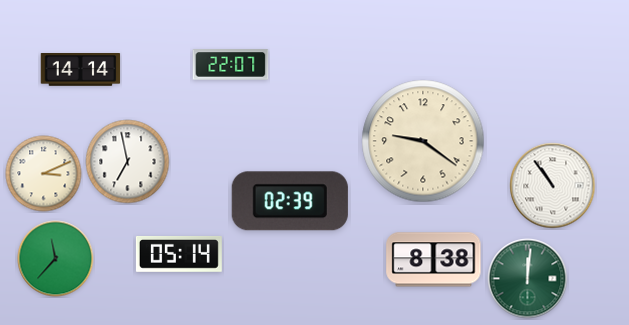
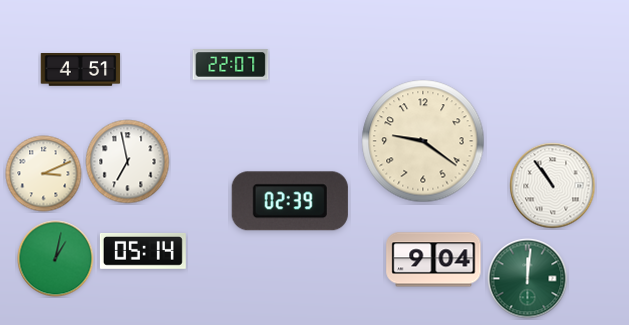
clock at (81, 70): 14:14 -> 4:51
clock at (179, 254) position: (179, 254) -> (143, 251)
clock at (56, 259): 11:37 -> 1:02
clock at (434, 260): 8:38 -> 9:04
